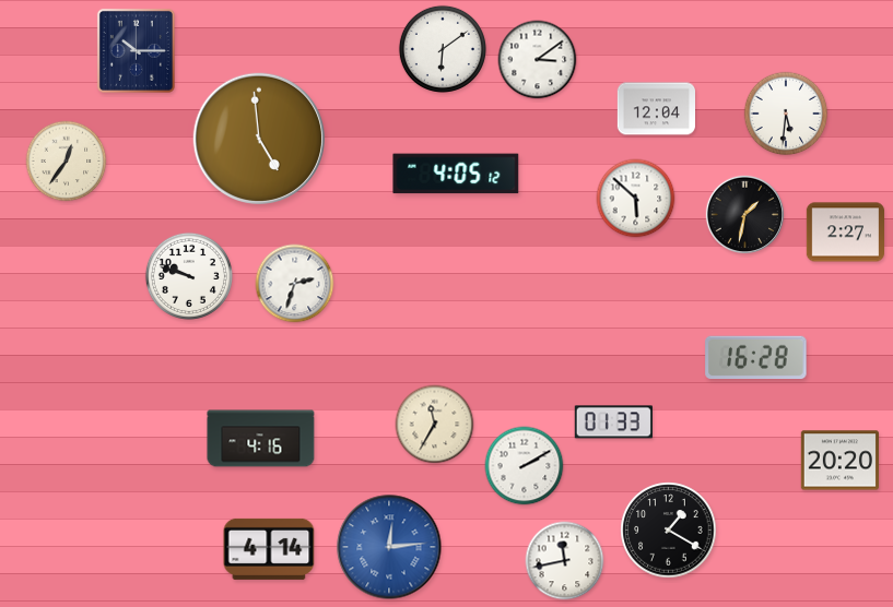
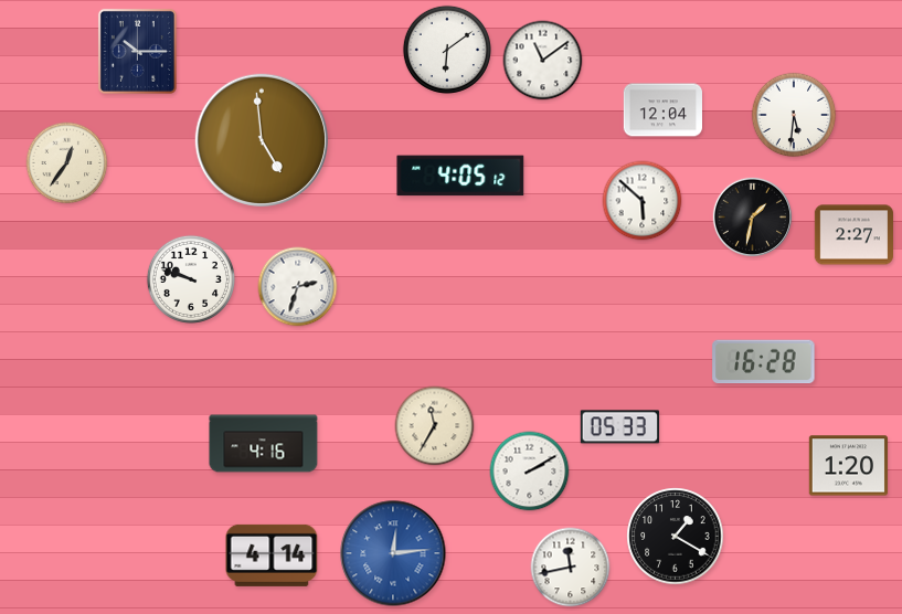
clock at (538, 60): 3:09 -> 11:09
clock at (613, 422): 01:33 -> 05:33
clock at (435, 425) position: (435, 425) -> (435, 426)
clock at (839, 461): 20:20 -> 1:20
